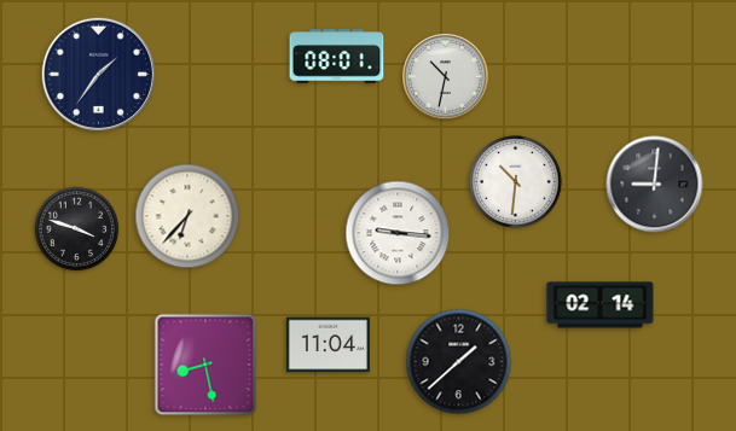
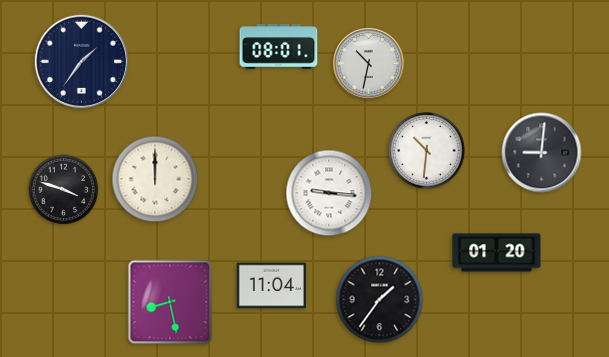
clock at (187, 216): 6:37 -> 12:00
clock at (601, 305): 02:14 -> 01:20
clock at (459, 362): 1:38 -> 1:36
